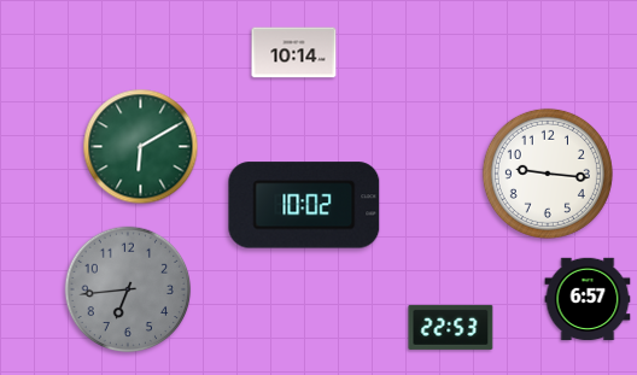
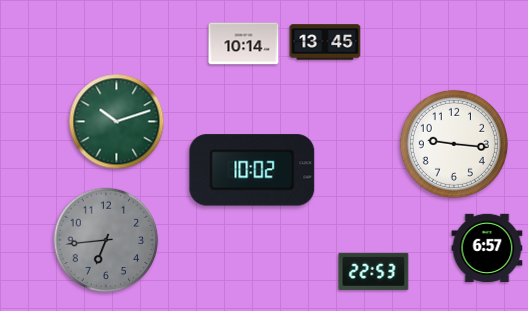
clock at (325, 42): none -> 13:45
clock at (141, 147): 6:10 -> 10:12
